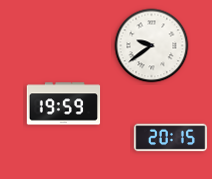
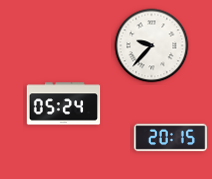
clock at (152, 46): 9:39 -> 9:37
clock at (64, 104): 19:59 -> 05:24
